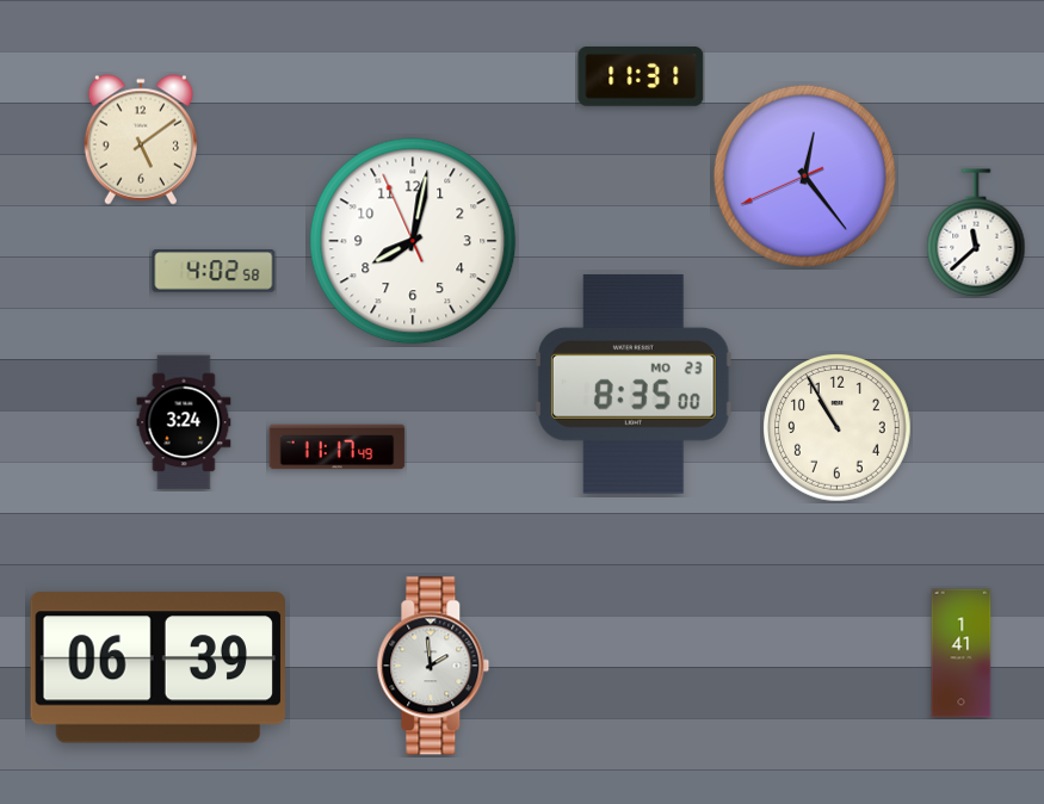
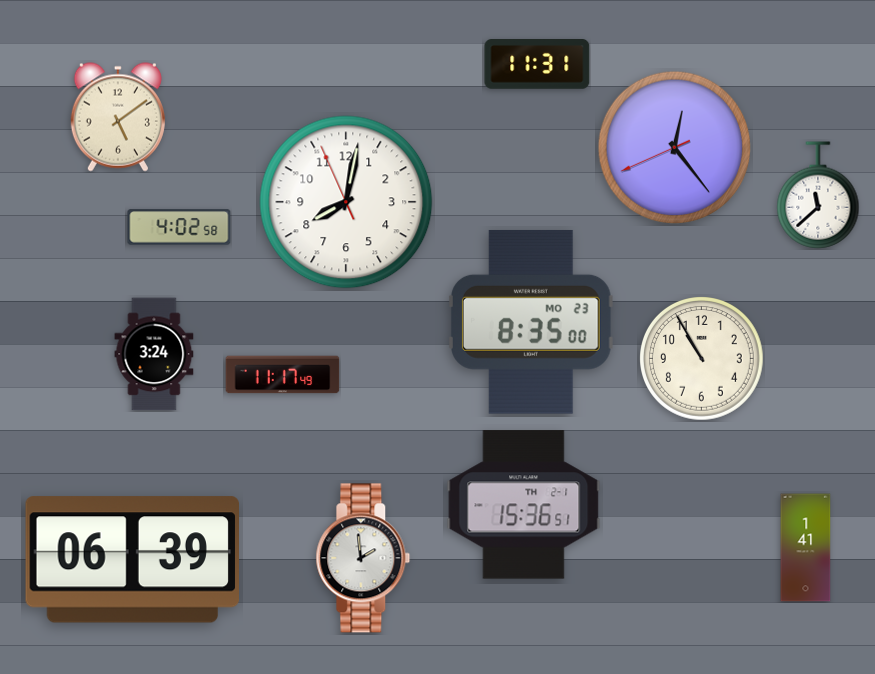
clock at (524, 505): none -> 15:36
